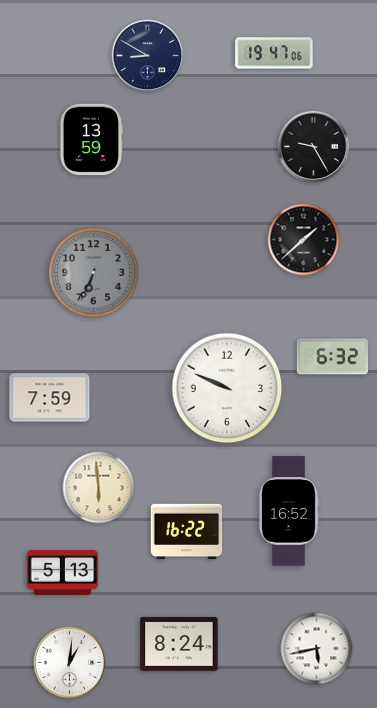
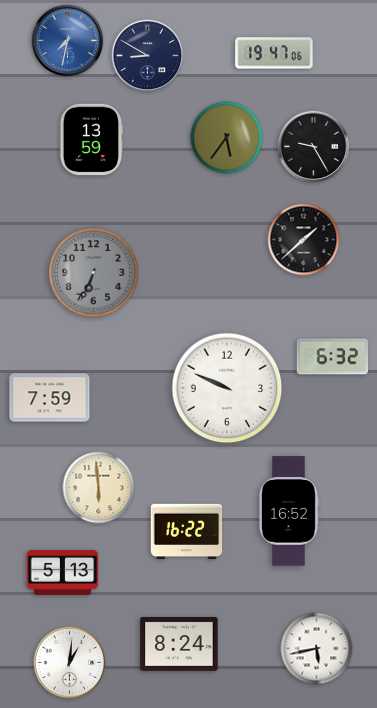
clock at (68, 41): none -> 7:32
clock at (227, 138): none -> 5:36
